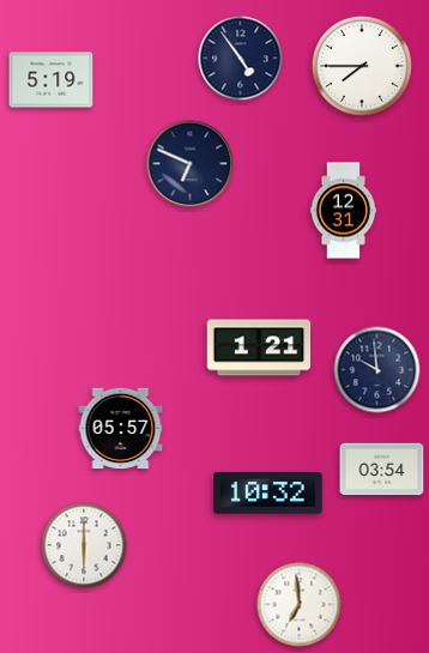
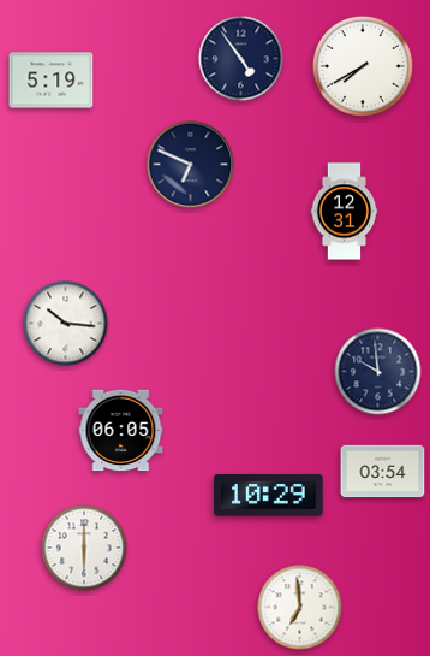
clock at (362, 66): 7:45 -> 7:40
clock at (66, 324): none -> 10:16
clock at (259, 347): 1:21 -> none
clock at (121, 429): 05:57 -> 06:05
clock at (268, 494): 10:32 -> 10:29
